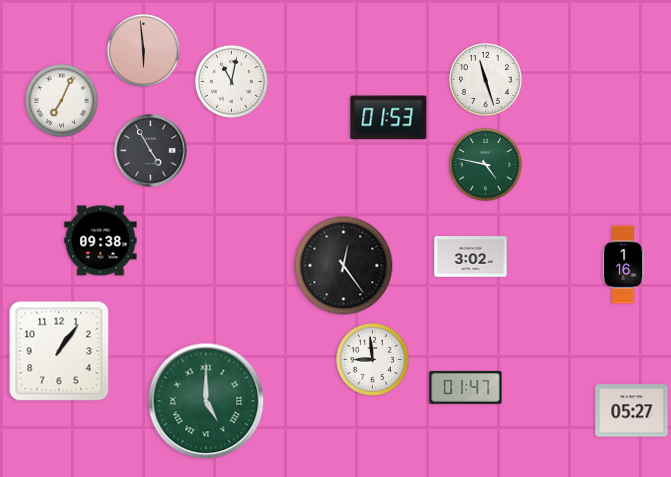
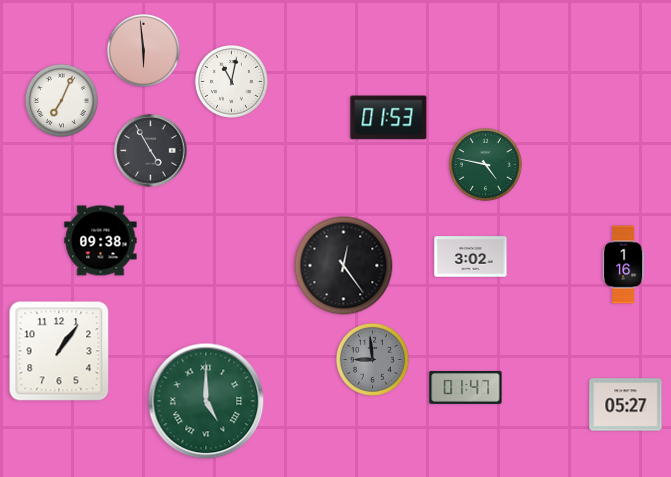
clock at (485, 79): 11:27 -> none
clock at (372, 359) dial: white -> grey
clock at (632, 411) position: (632, 411) -> (626, 405)
